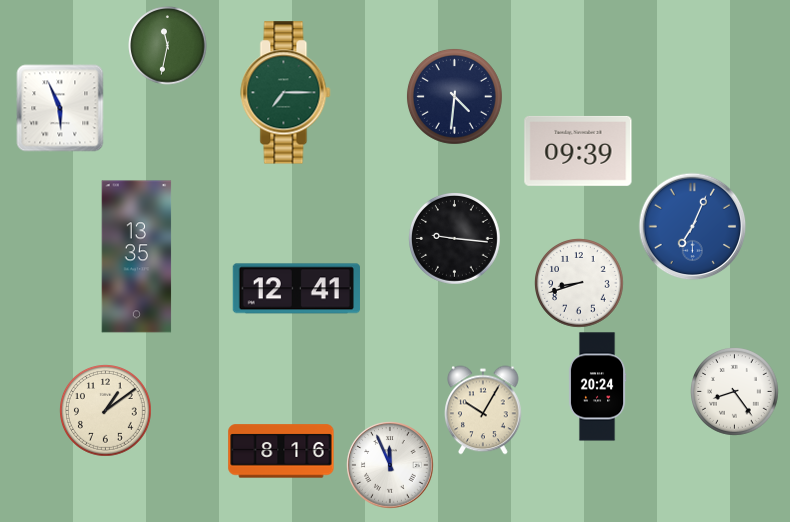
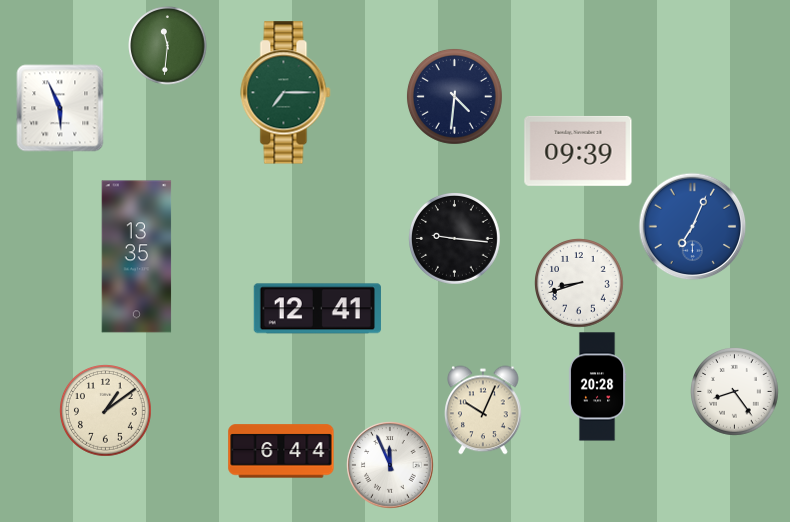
clock at (168, 46): 11:32 -> 11:31
clock at (296, 289) position: (296, 289) -> (317, 309)
clock at (597, 387): 20:24 -> 20:28
clock at (484, 410): 10:05 -> 10:04
clock at (281, 451): 8:16 -> 6:44
